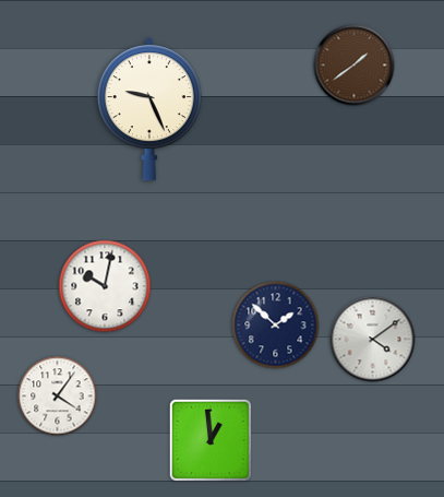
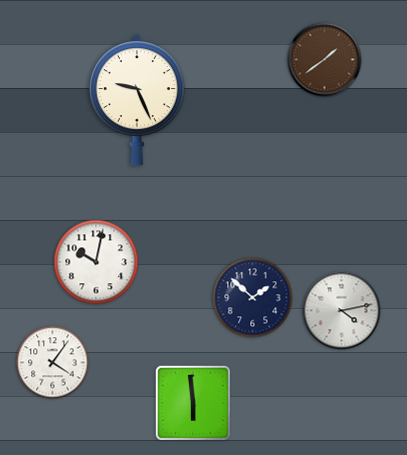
clock at (373, 340): 4:09 -> 4:13
clock at (211, 440): 12:59 -> 5:59
